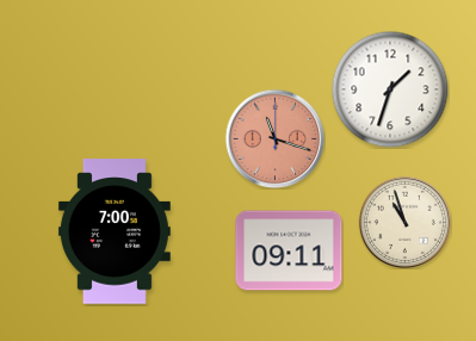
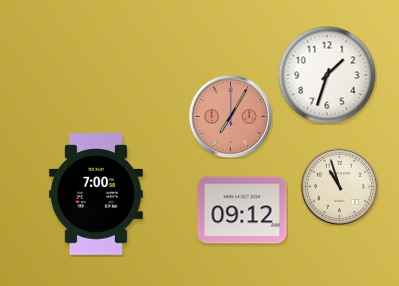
clock at (274, 138): 11:18 -> 7:05
clock at (289, 250): 09:11 -> 09:12
